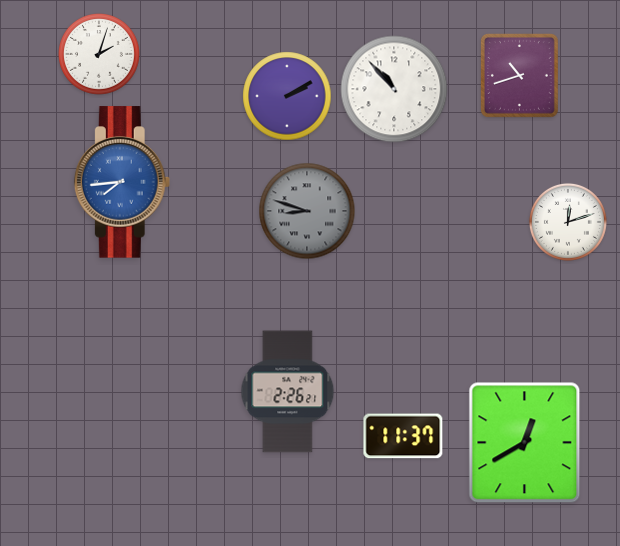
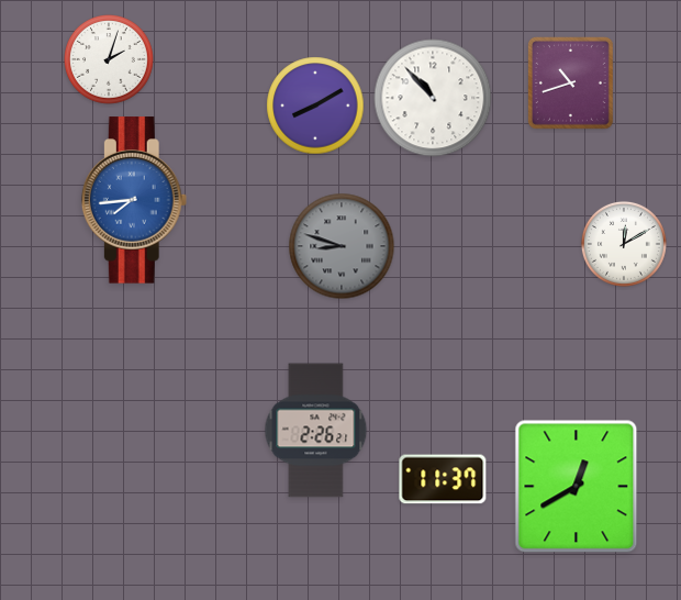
clock at (287, 96): 2:10 -> 8:10
clock at (307, 211) position: (307, 211) -> (342, 246)
clock at (568, 222): 12:12 -> 12:10
